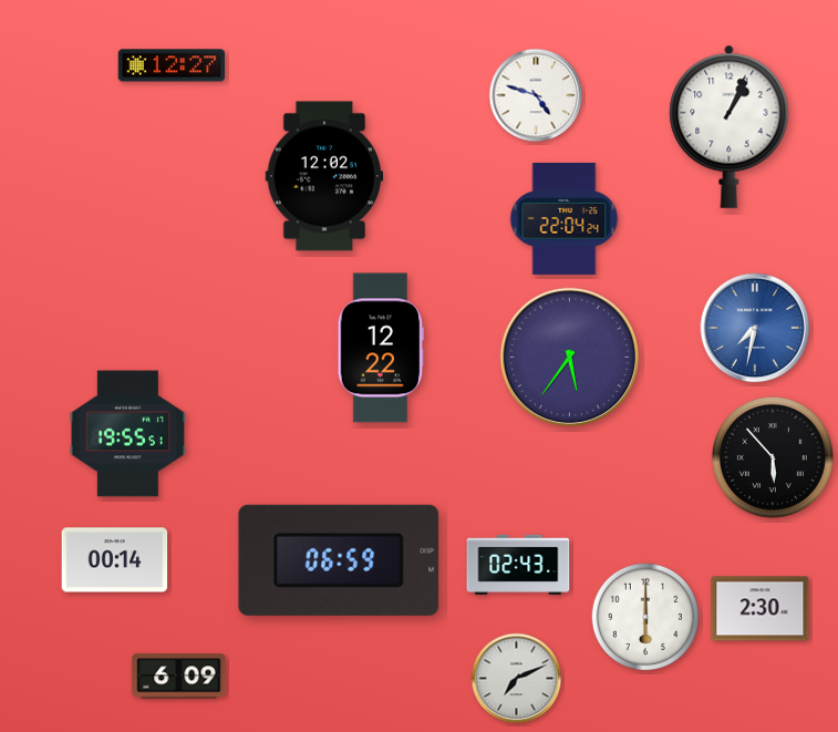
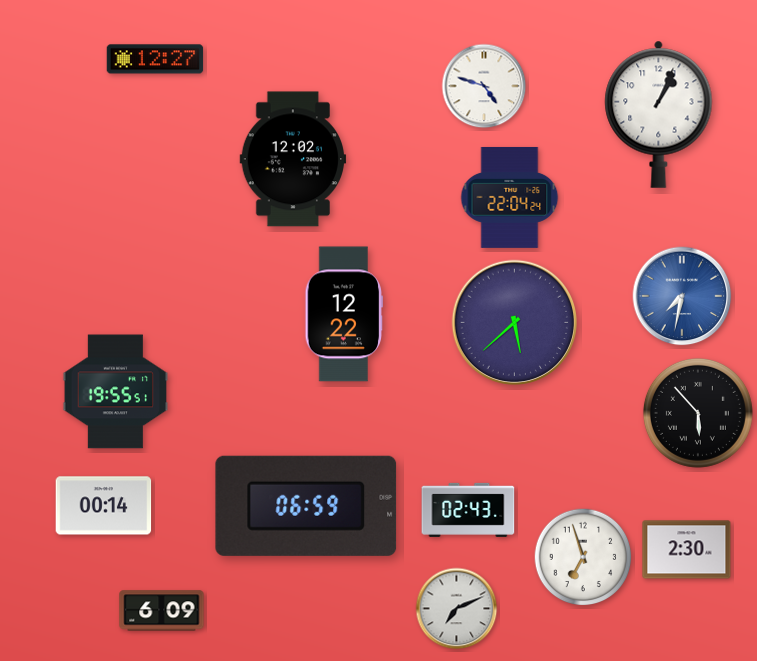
clock at (569, 357): 5:36 -> 5:38
clock at (645, 617): 6:00 -> 6:57
clock at (517, 679) position: (517, 679) -> (457, 609)
